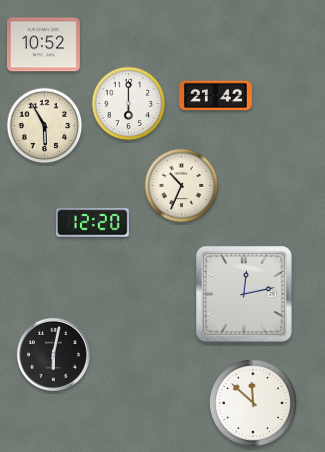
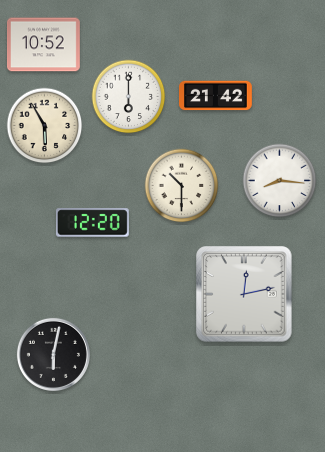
clock at (129, 104) position: (129, 104) -> (129, 97)
clock at (280, 181): none -> 8:16
clock at (182, 186): 10:34 -> 10:30
clock at (253, 403): 11:52 -> none
